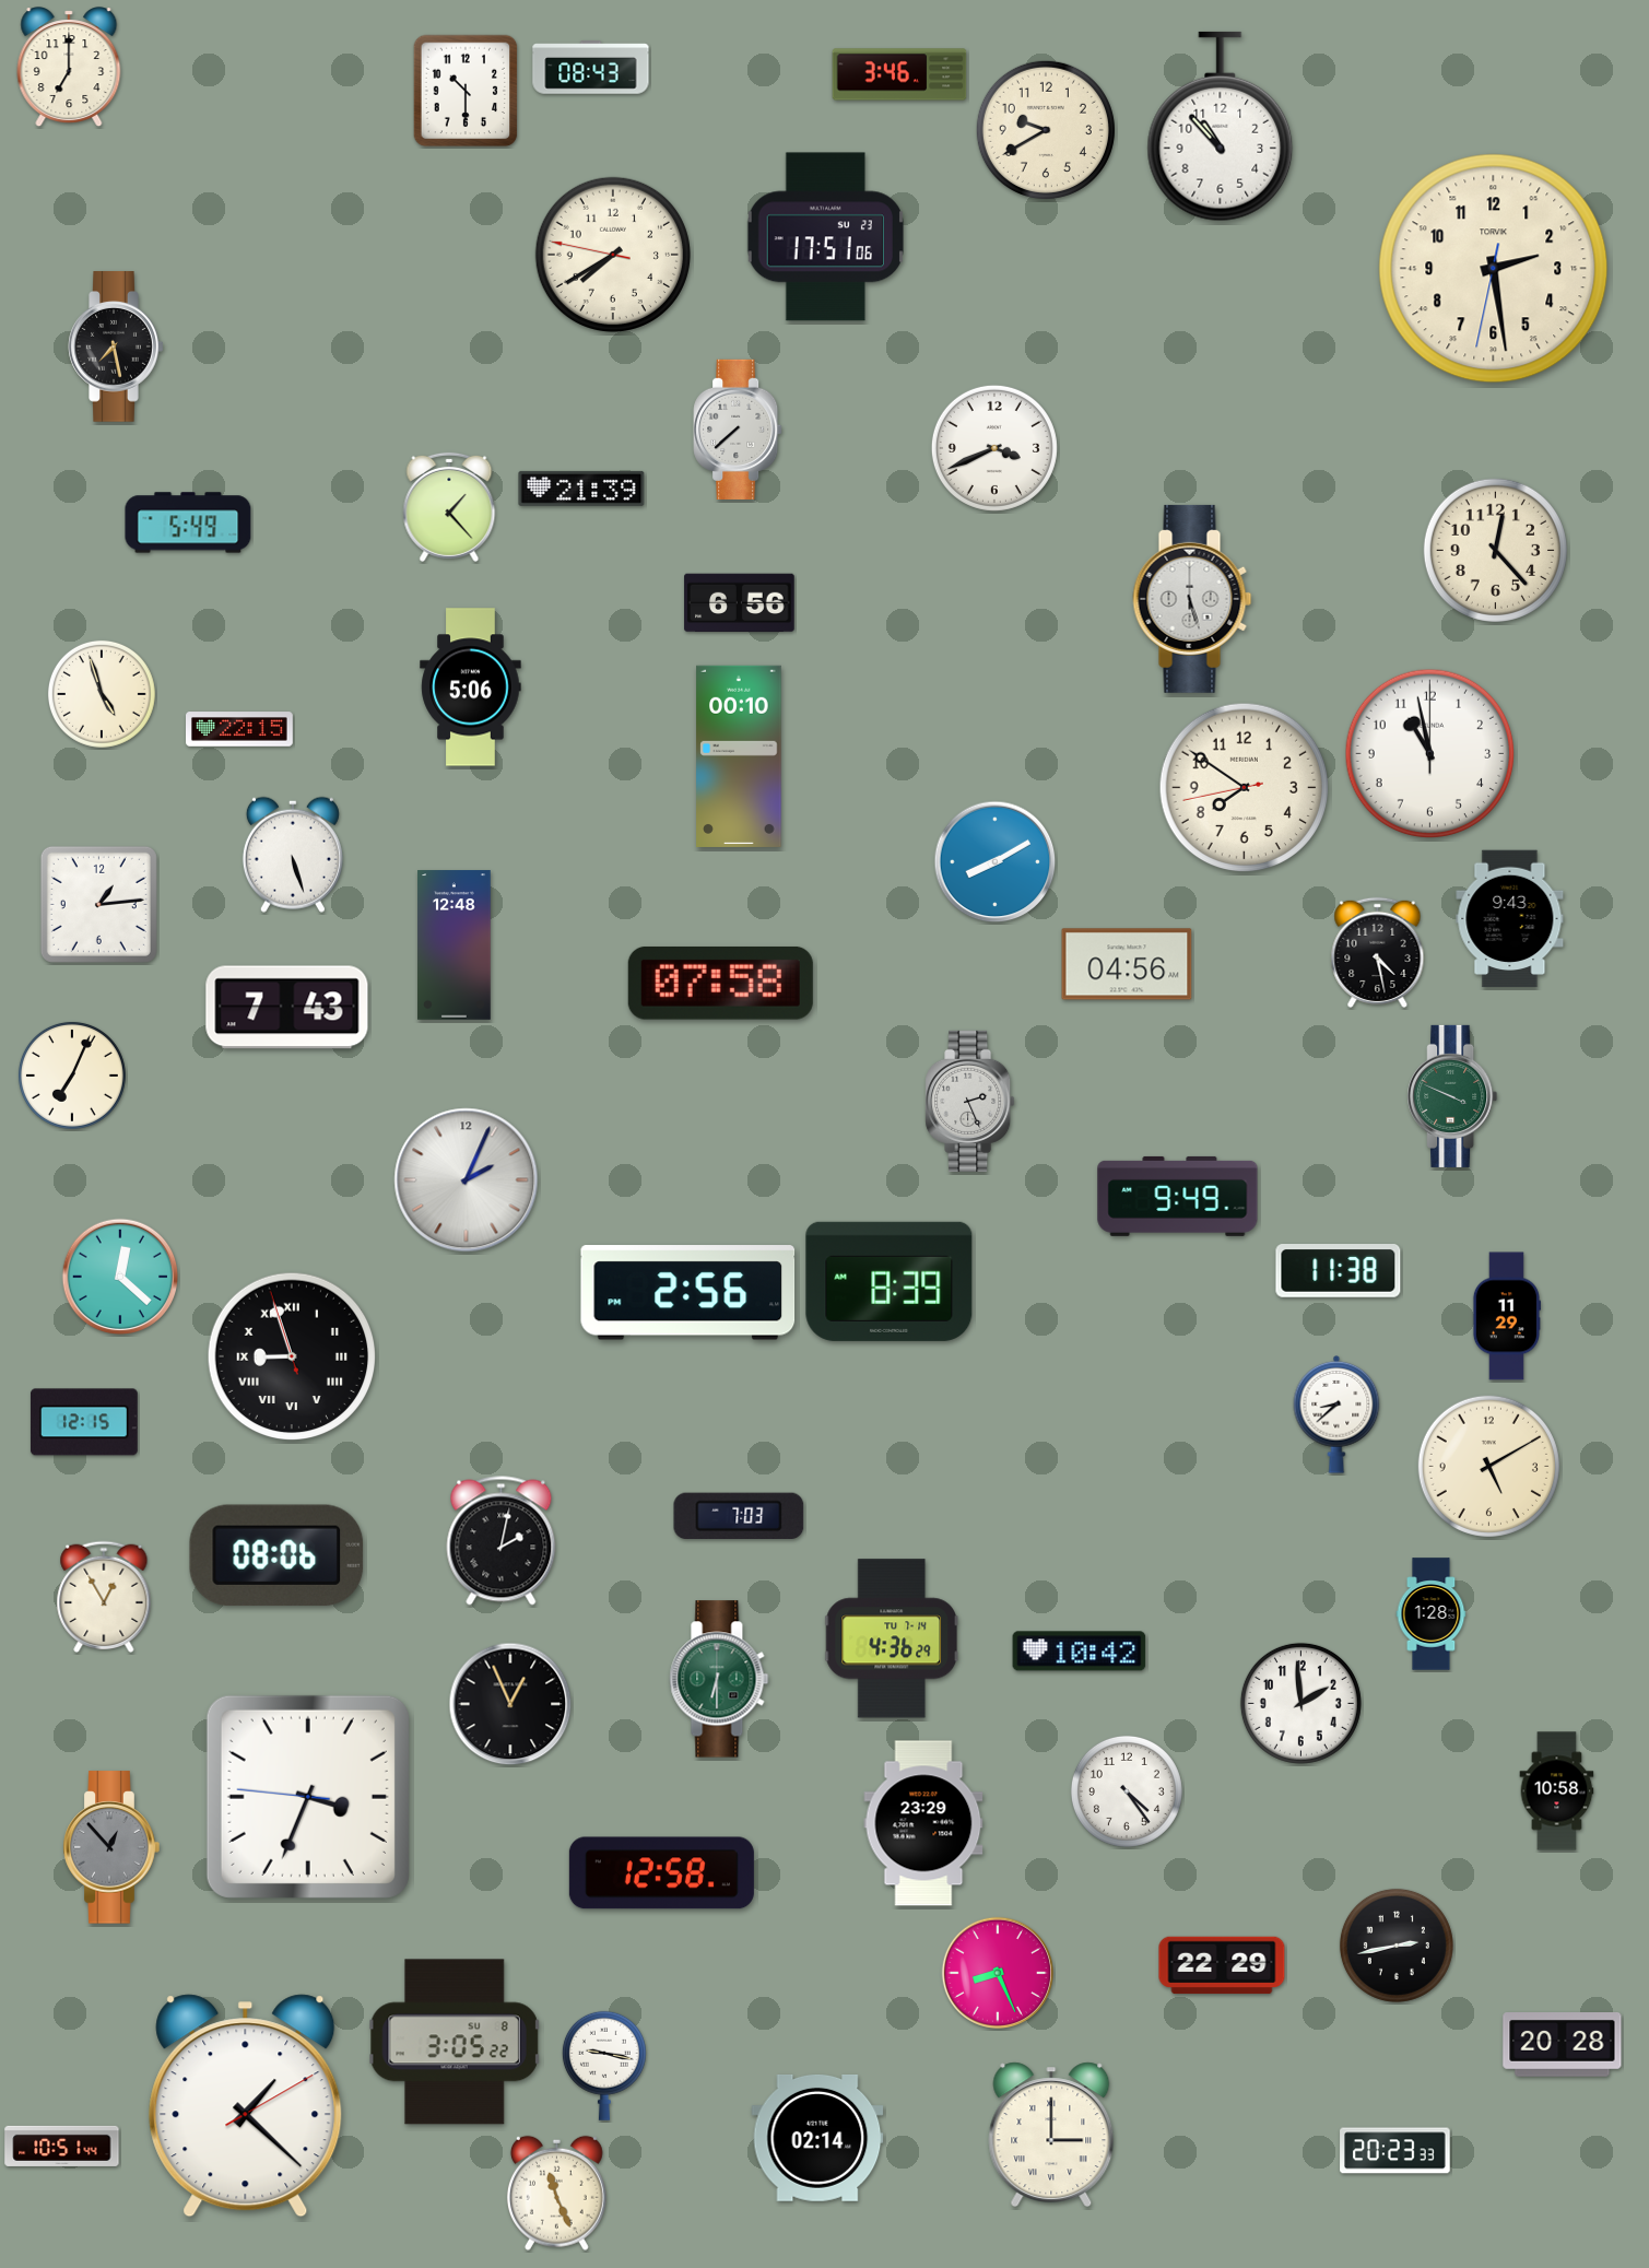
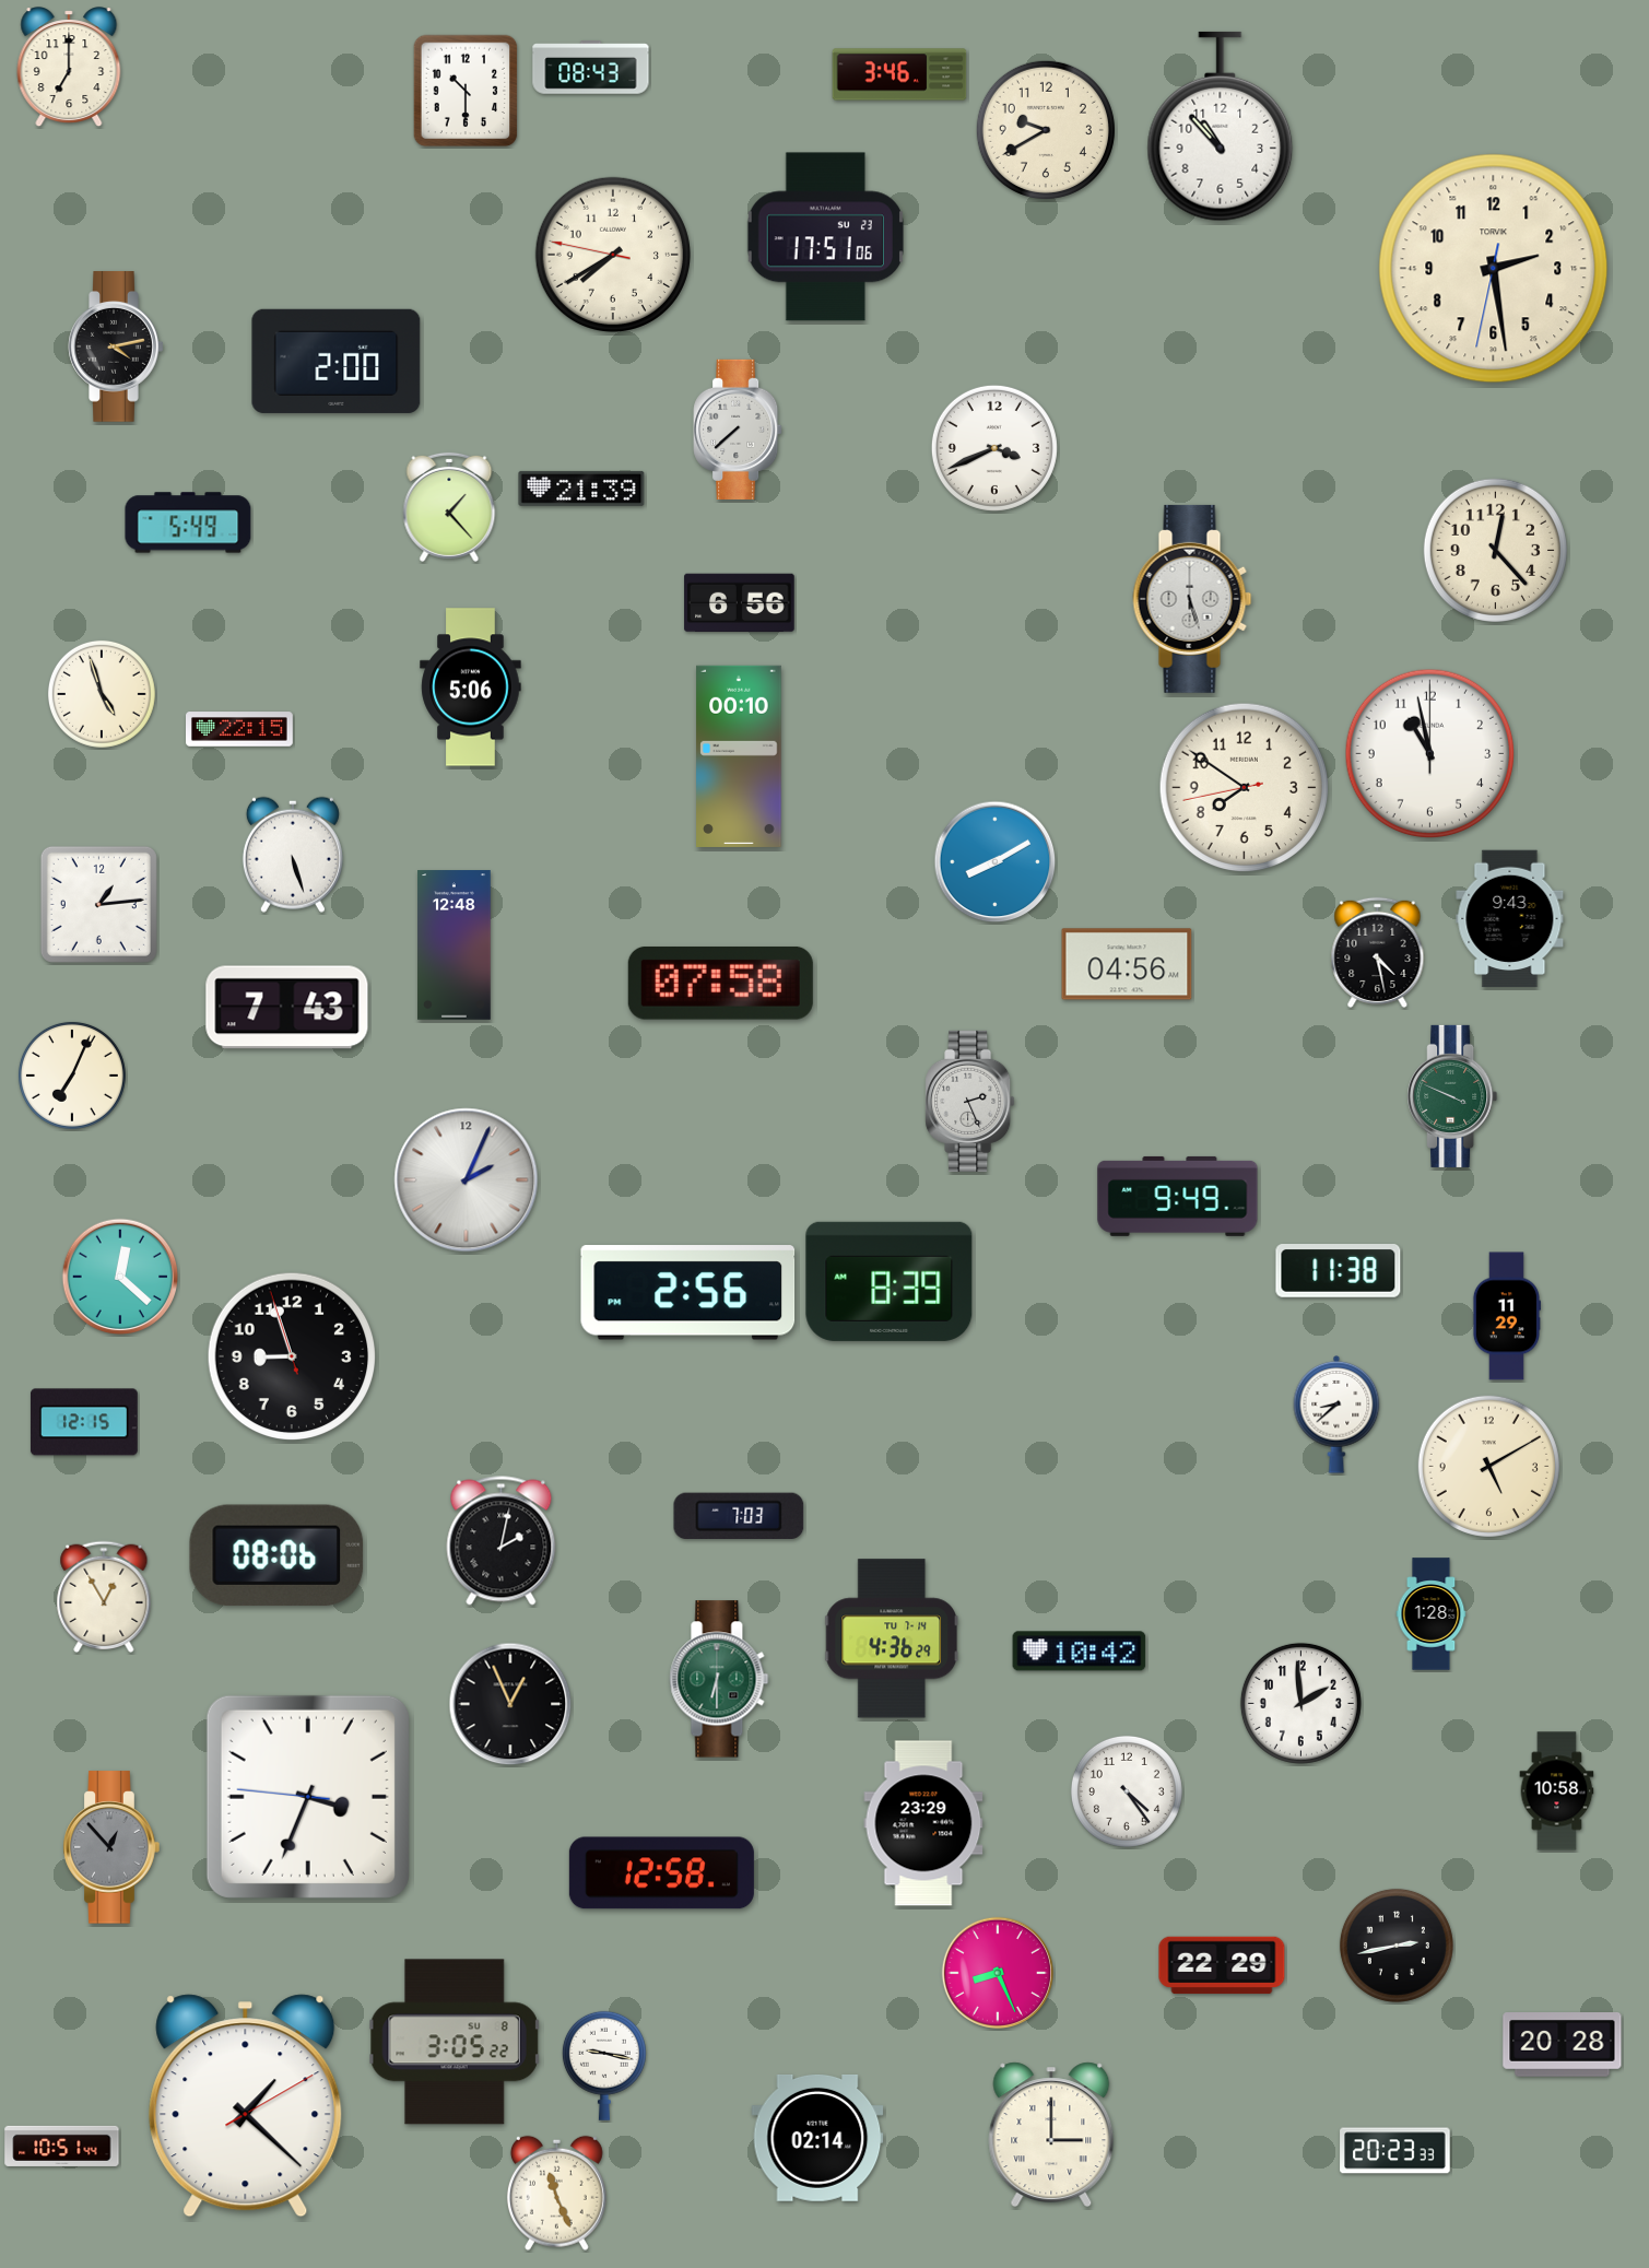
clock at (116, 346): 7:28 -> 4:13
clock at (337, 361): none -> 2:00
clock at (292, 1356) numerals: Roman -> Arabic
